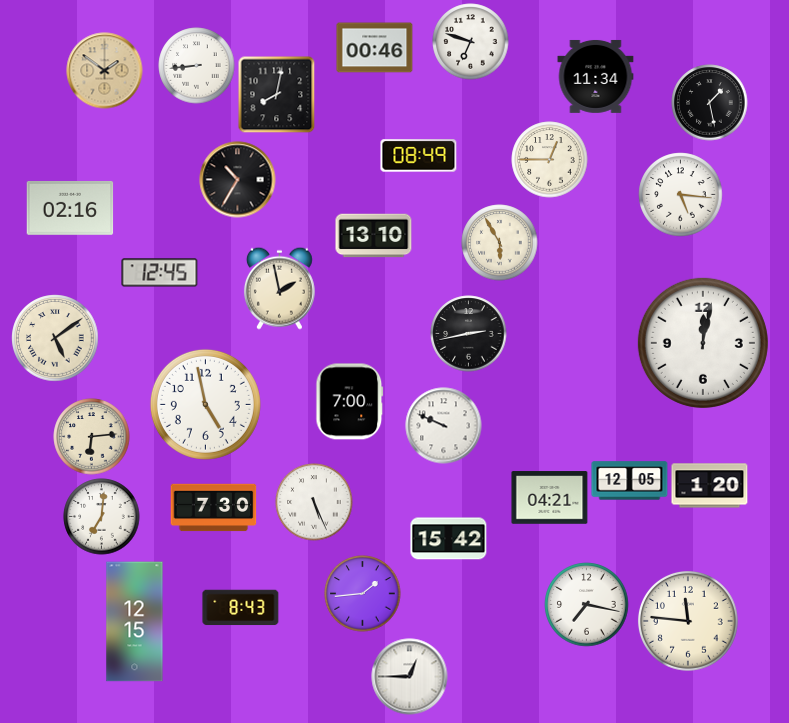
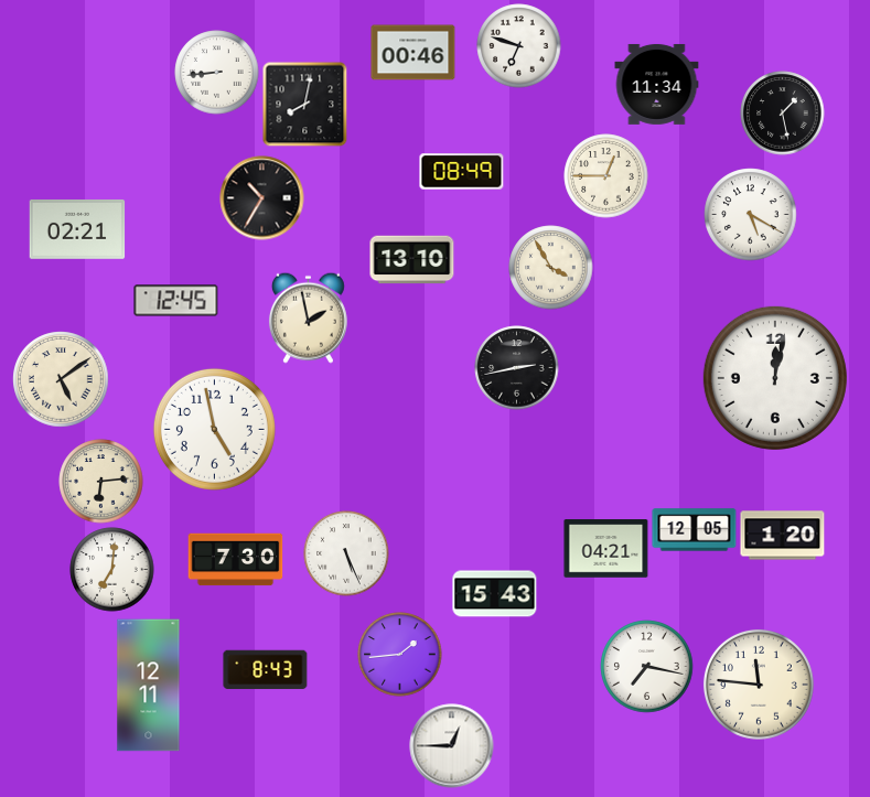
clock at (105, 71): 1:51 -> none
clock at (681, 195): 5:16 -> 5:20
clock at (70, 208): 02:16 -> 02:21
clock at (500, 243): 5:55 -> 3:55
clock at (55, 338) position: (55, 338) -> (61, 379)
clock at (350, 402): 7:00 -> none
clock at (205, 404) position: (205, 404) -> (214, 429)
clock at (444, 426): 9:49 -> none
clock at (449, 539): 15:42 -> 15:43
clock at (135, 622): 12:15 -> 12:11
